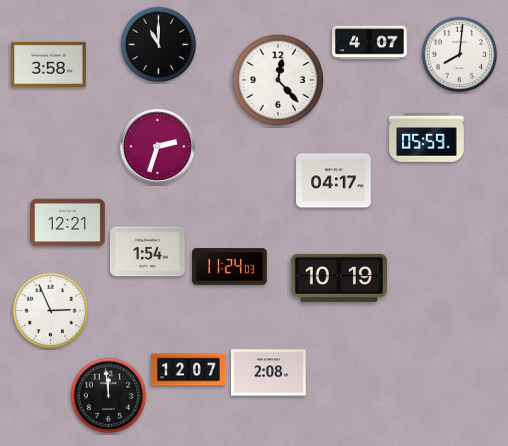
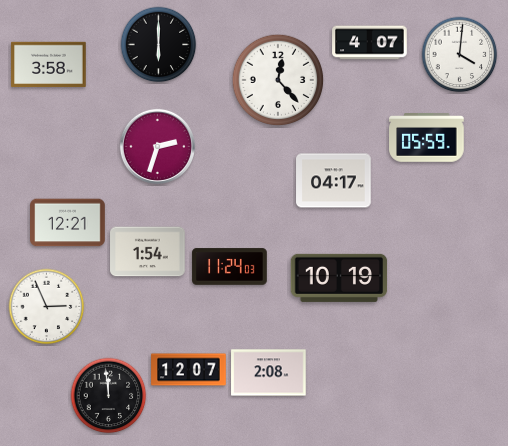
clock at (159, 45): 11:00 -> 6:00
clock at (460, 55): 8:01 -> 4:01
clock at (51, 311) position: (51, 311) -> (47, 307)
